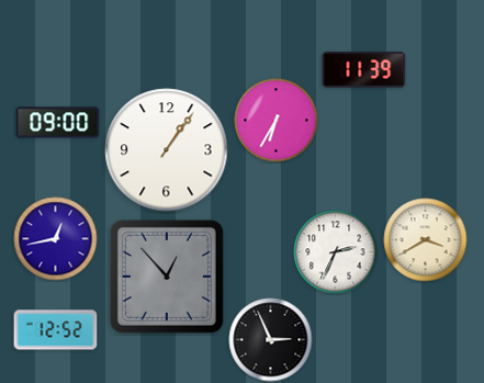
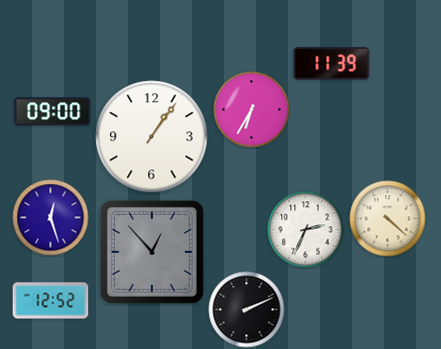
clock at (56, 239): 12:43 -> 12:27
clock at (426, 240): 3:40 -> 4:22
clock at (271, 340): 2:56 -> 2:11
